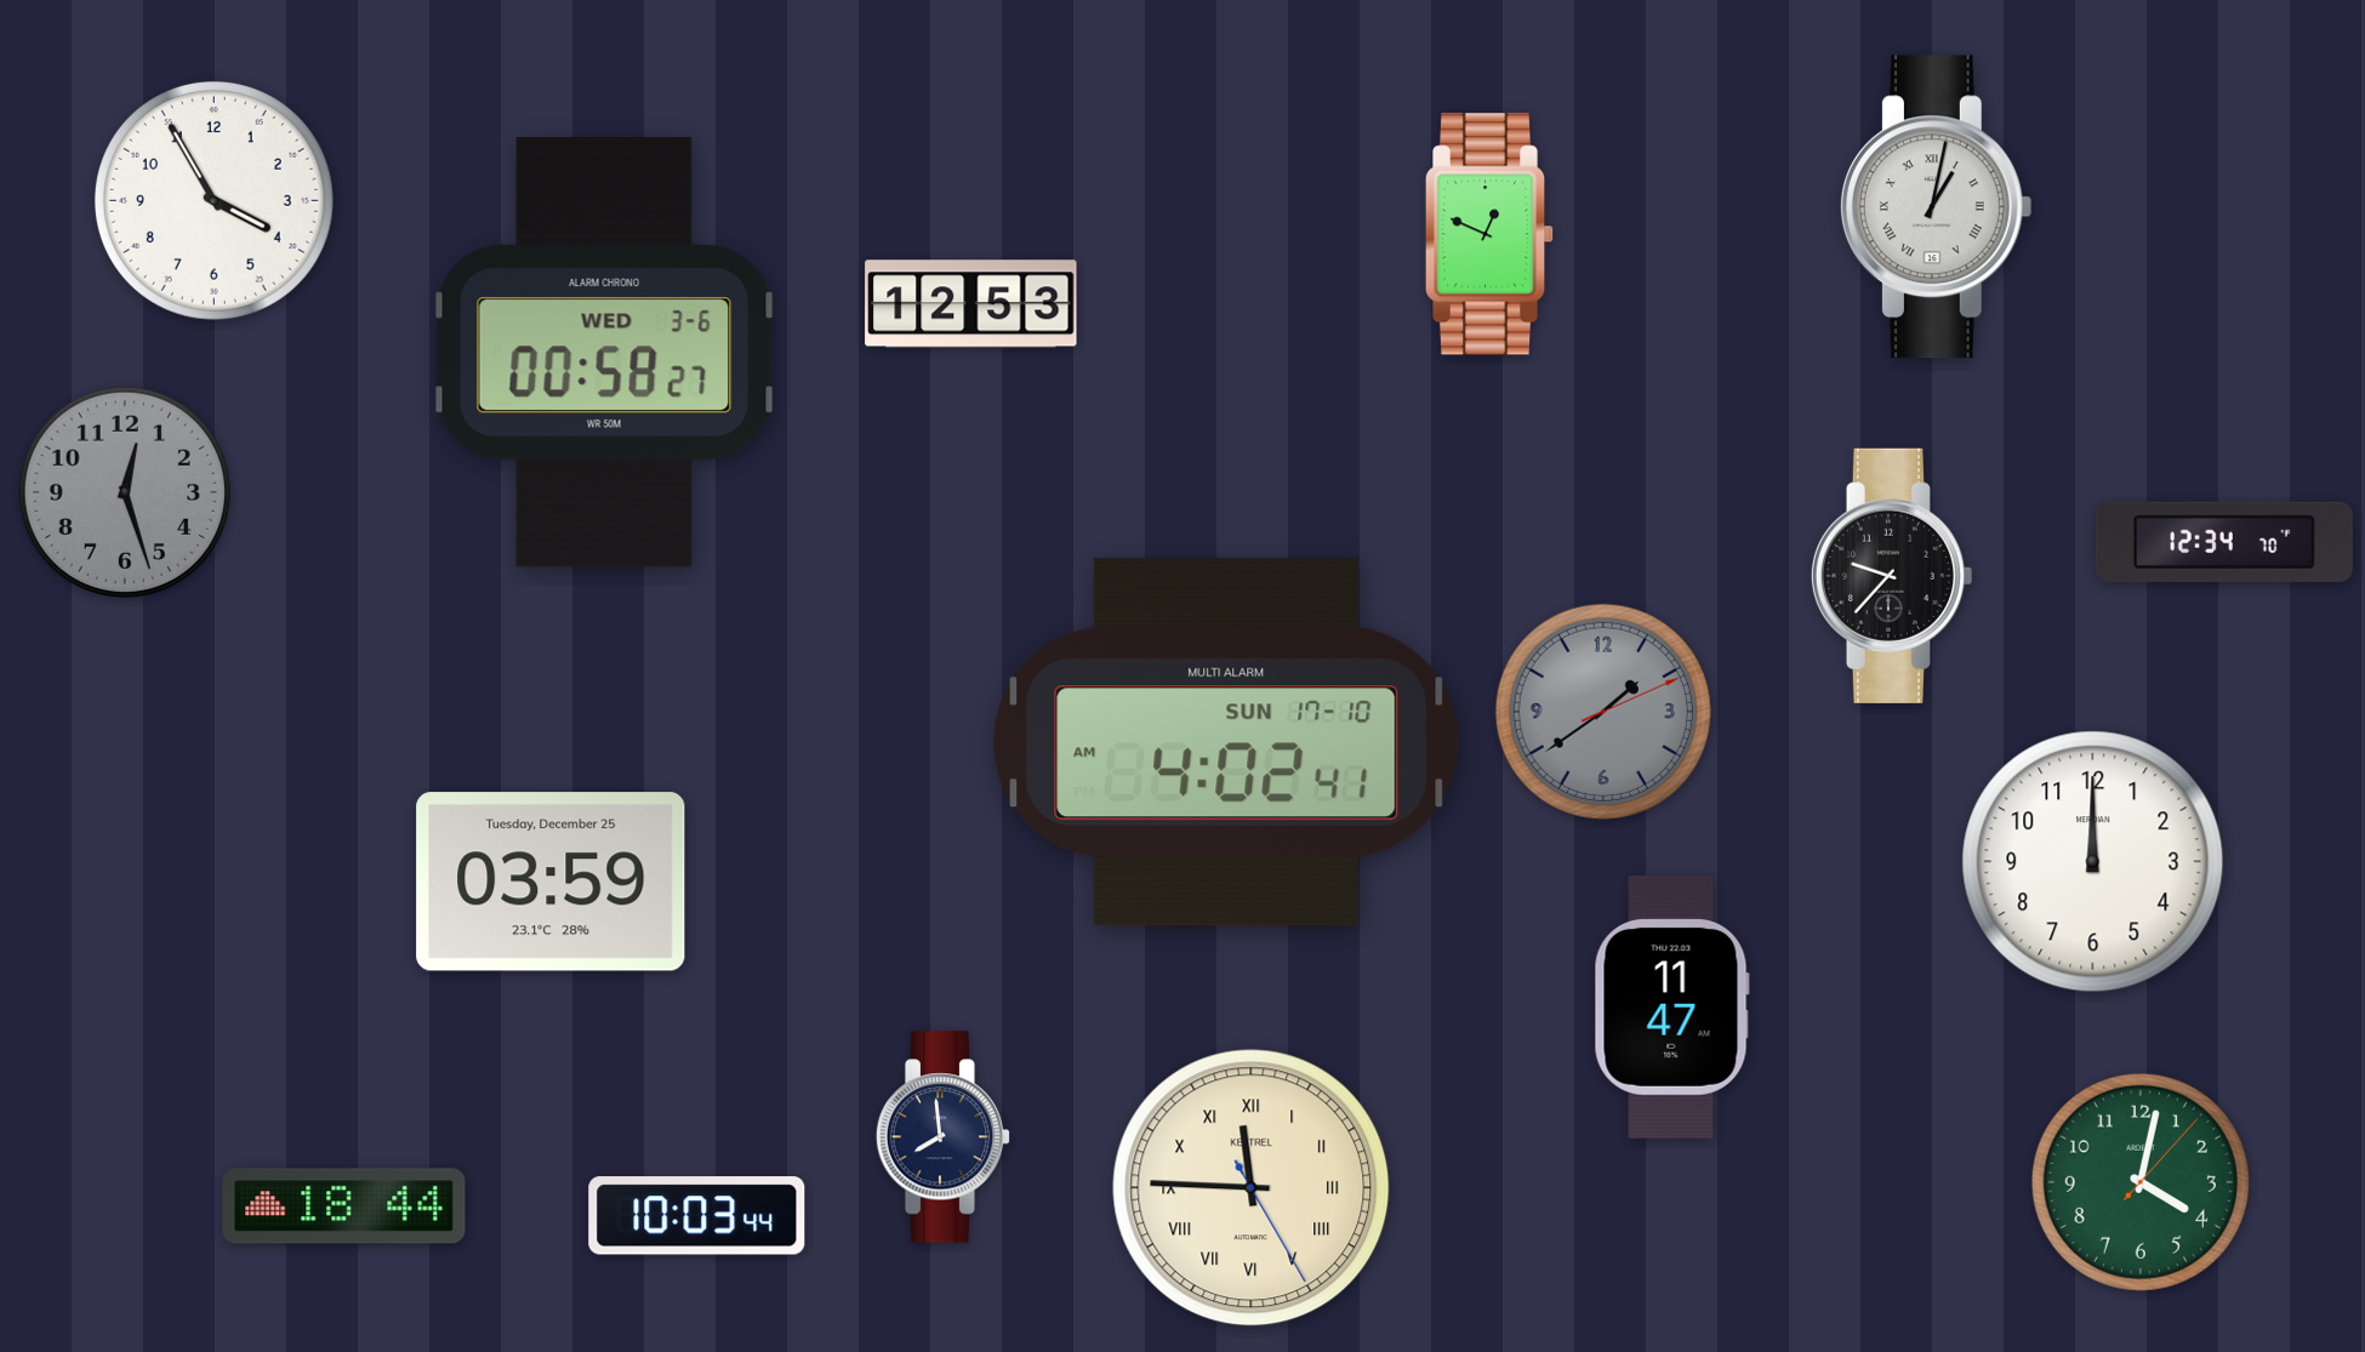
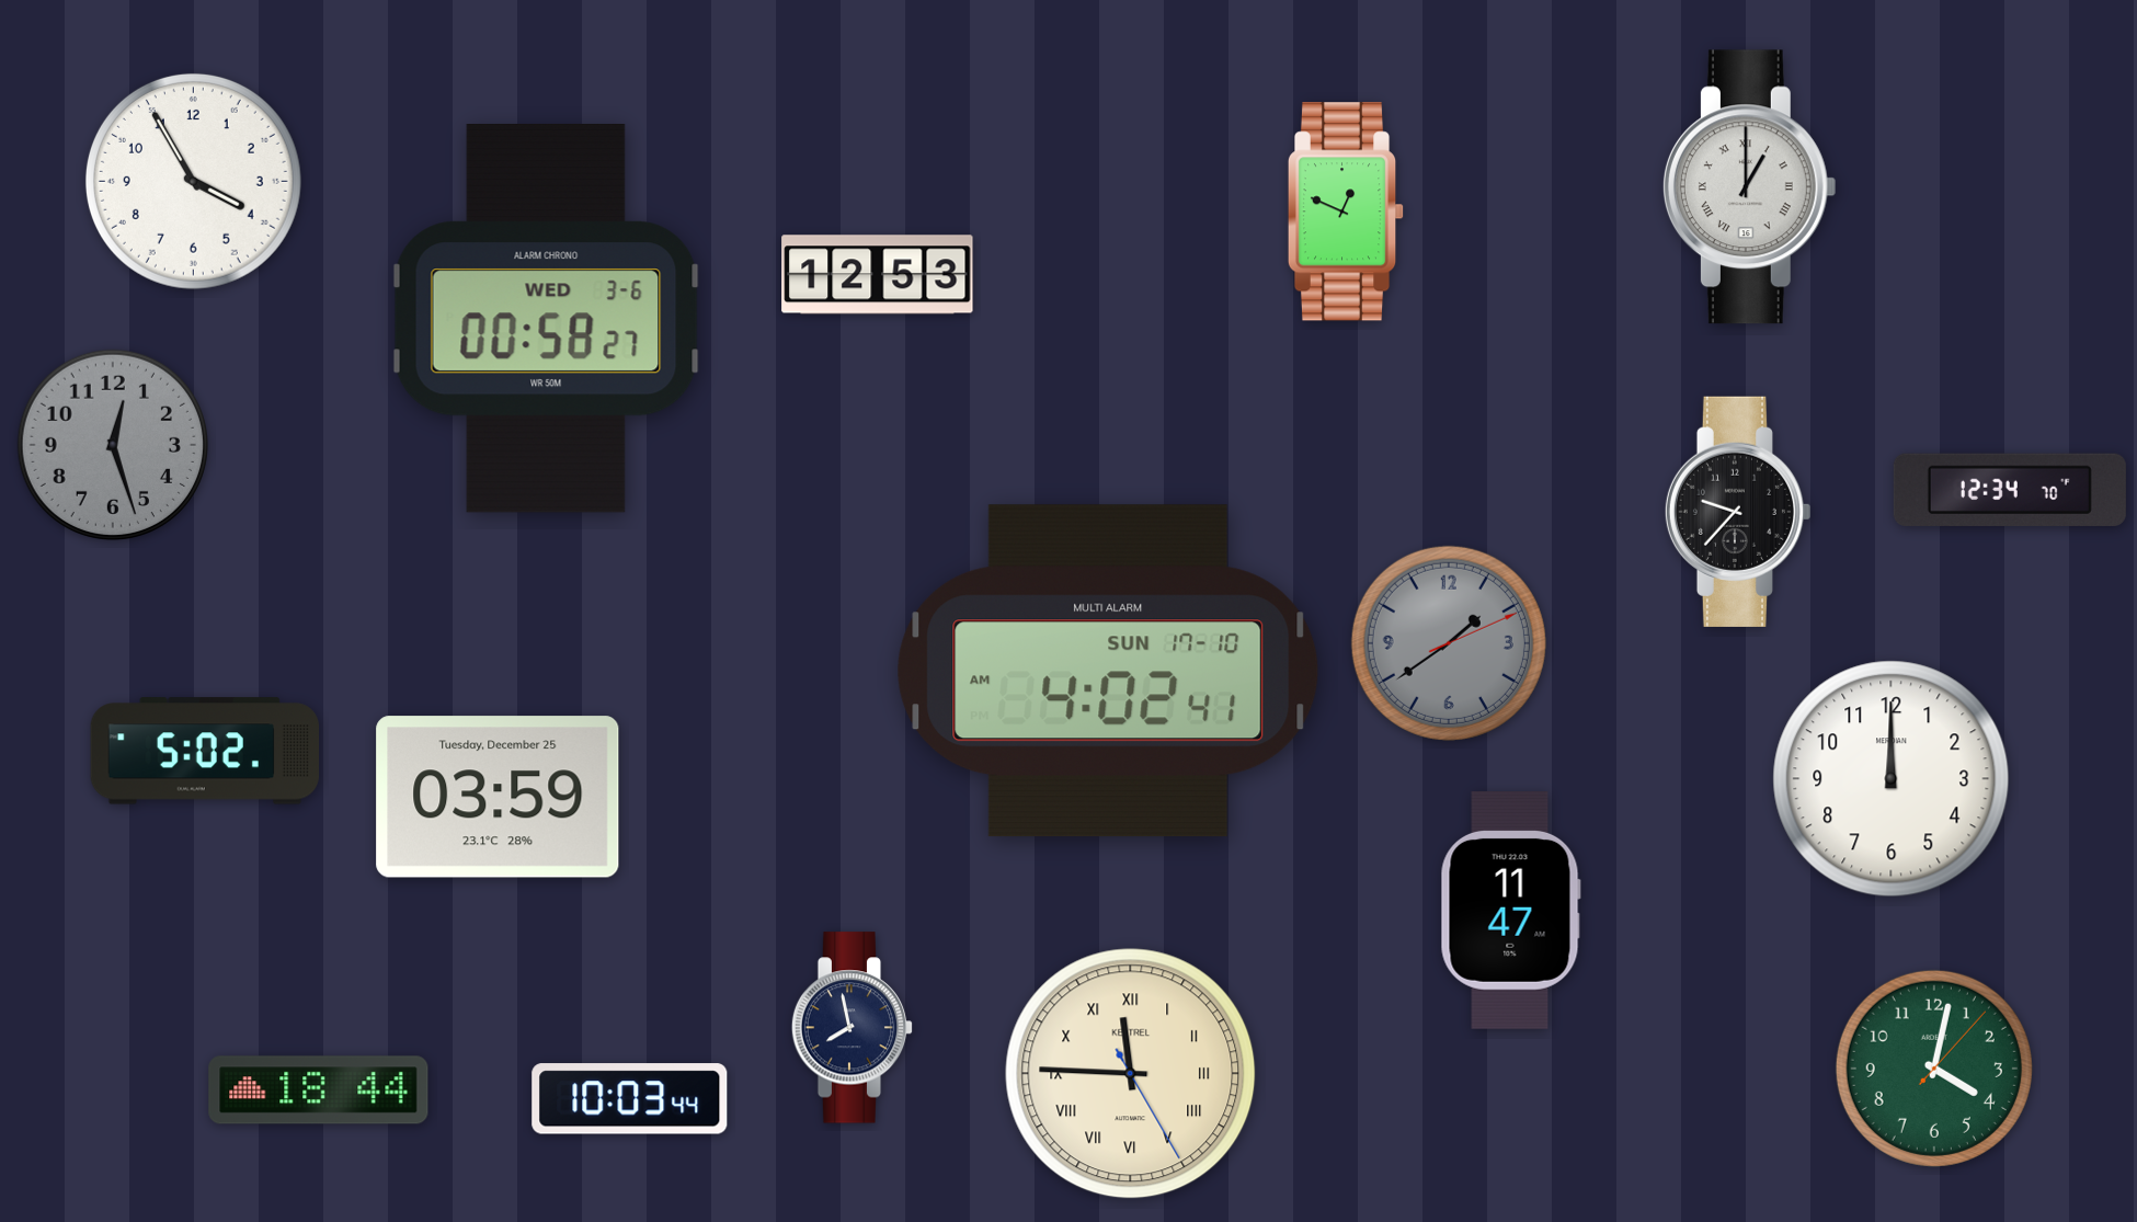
clock at (1936, 207): 1:02 -> 1:00
clock at (1891, 576) position: (1891, 576) -> (1737, 512)
clock at (205, 751): none -> 5:02
clock at (944, 1137): 7:59 -> 7:58
clock at (344, 1206) position: (344, 1206) -> (319, 1090)
